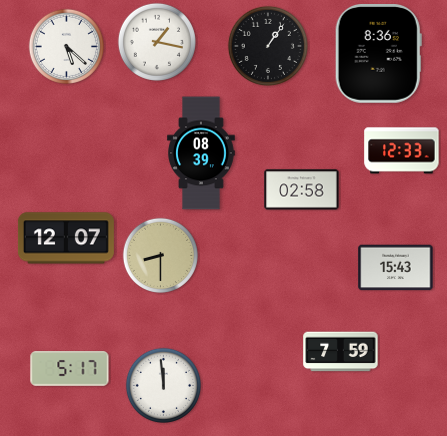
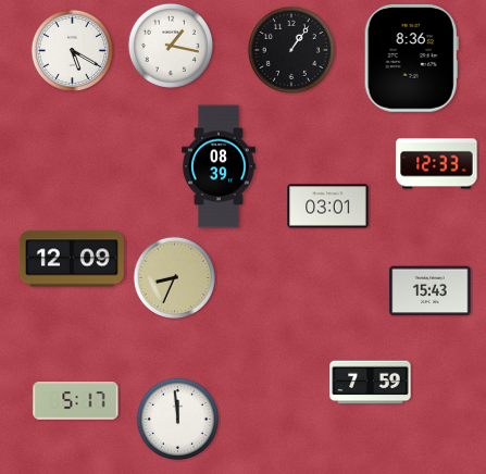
clock at (66, 46): 5:22 -> 5:20
clock at (302, 190): 02:58 -> 03:01
clock at (66, 238): 12:07 -> 12:09
clock at (160, 255): 8:30 -> 8:34
